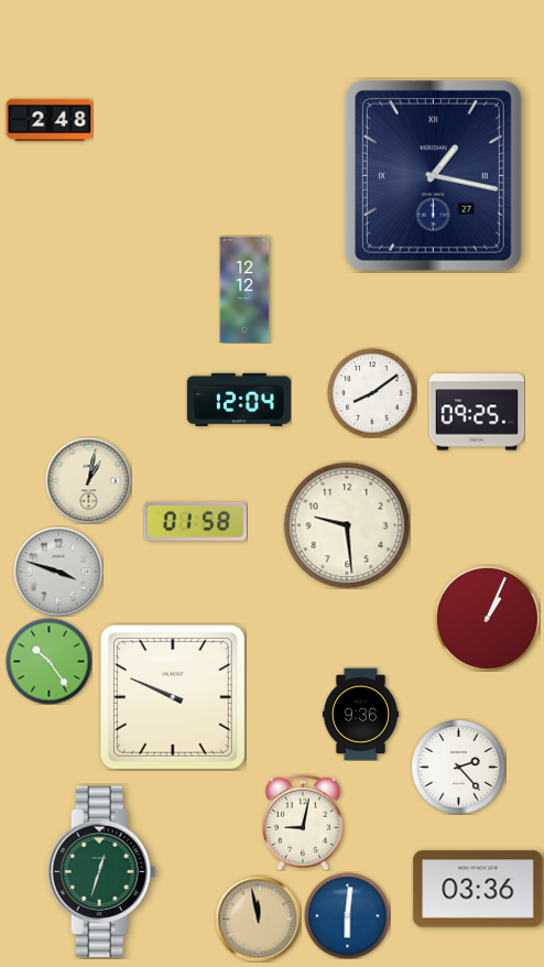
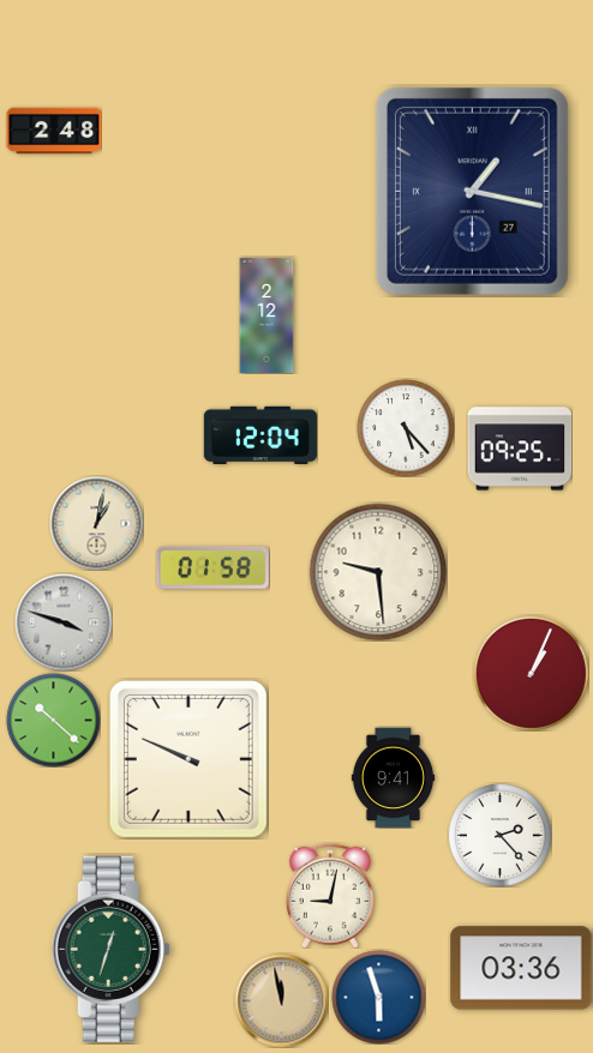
clock at (244, 290): 12:12 -> 2:12
clock at (372, 393): 8:09 -> 5:23
clock at (48, 661): 10:24 -> 10:22
clock at (361, 714): 9:36 -> 9:41
clock at (347, 915): 6:01 -> 5:57
